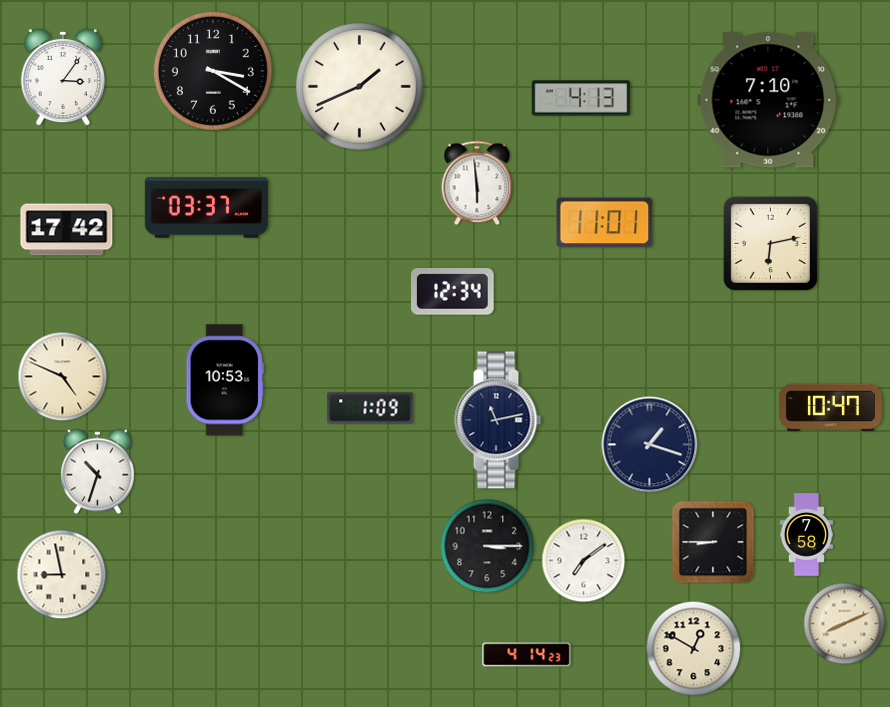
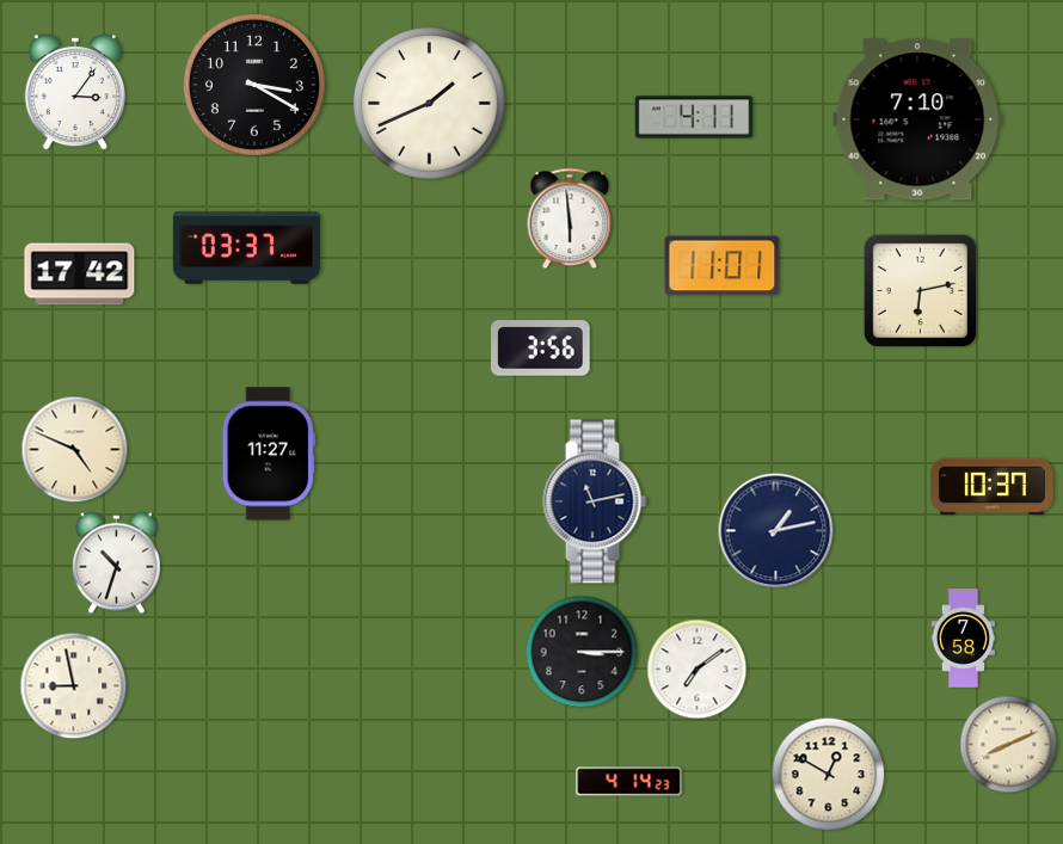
clock at (581, 98): 4:13 -> 4:11
clock at (453, 292): 12:34 -> 3:56
clock at (225, 380): 10:53 -> 11:27
clock at (370, 408): 1:09 -> none
clock at (830, 408): 10:47 -> 10:37
clock at (650, 445): 1:18 -> 1:13
clock at (713, 542): 8:45 -> none
